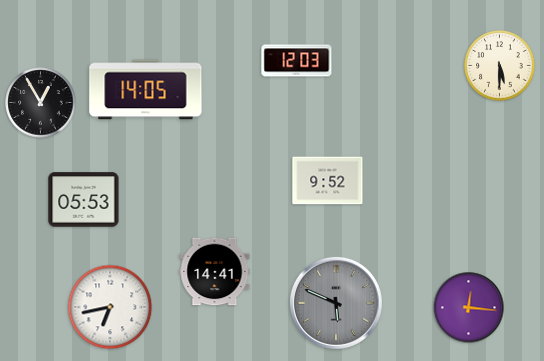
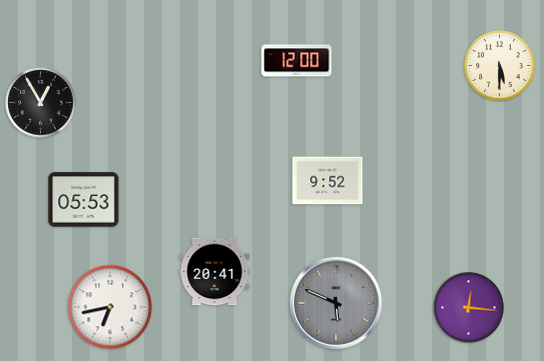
clock at (297, 61): 12:03 -> 12:00
clock at (146, 90): 14:05 -> none
clock at (215, 272): 14:41 -> 20:41
